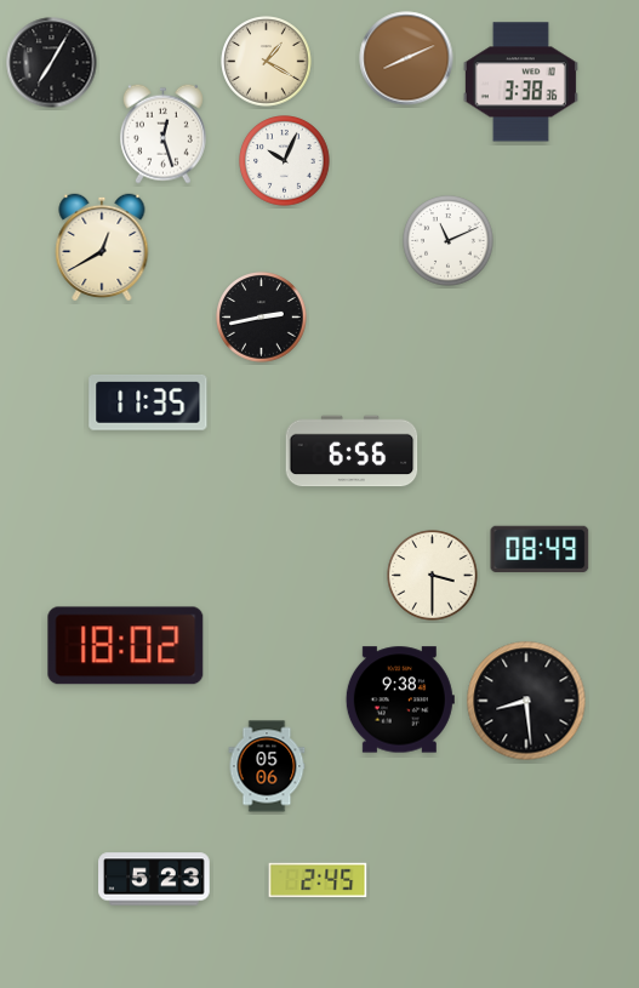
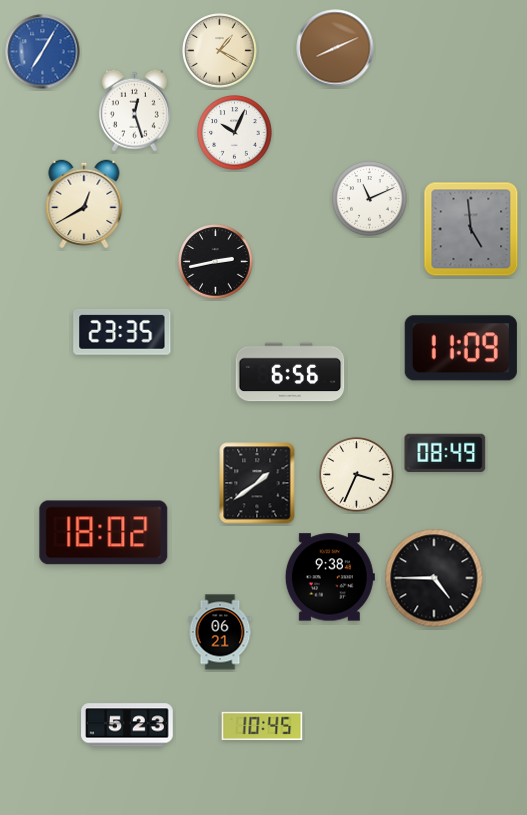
clock at (52, 63) dial: black -> blue
clock at (520, 82): 3:38 -> none
clock at (471, 229): none -> 4:59
clock at (148, 404): 11:35 -> 23:35
clock at (461, 348): none -> 11:09
clock at (433, 576): 3:30 -> 3:34
clock at (257, 483): none -> 1:39
clock at (526, 701): 8:29 -> 4:45
clock at (267, 766): 05:06 -> 06:21
clock at (318, 880): 2:45 -> 10:45
